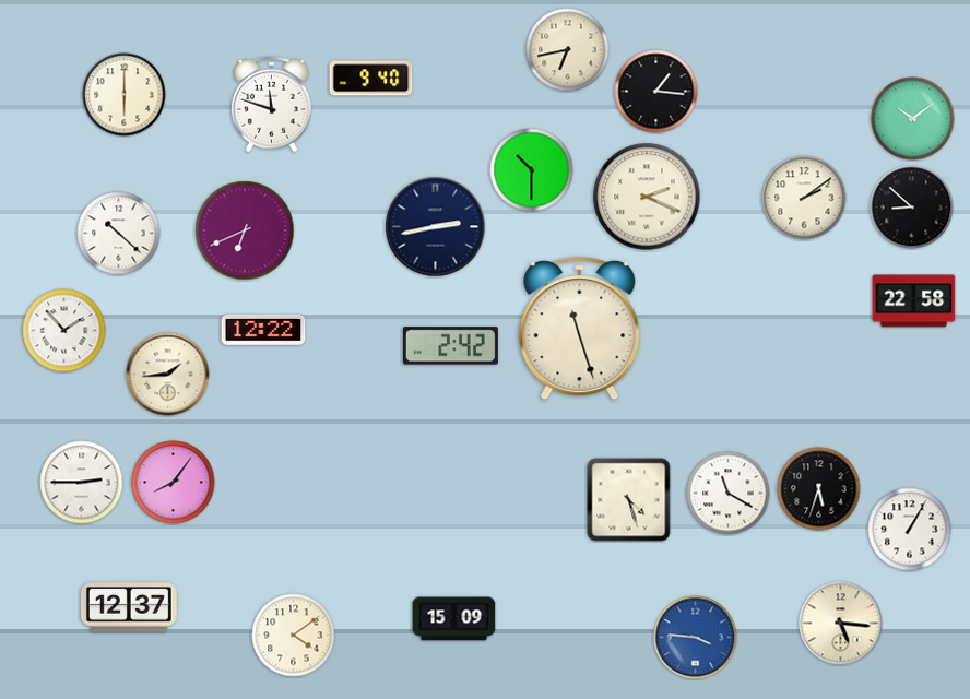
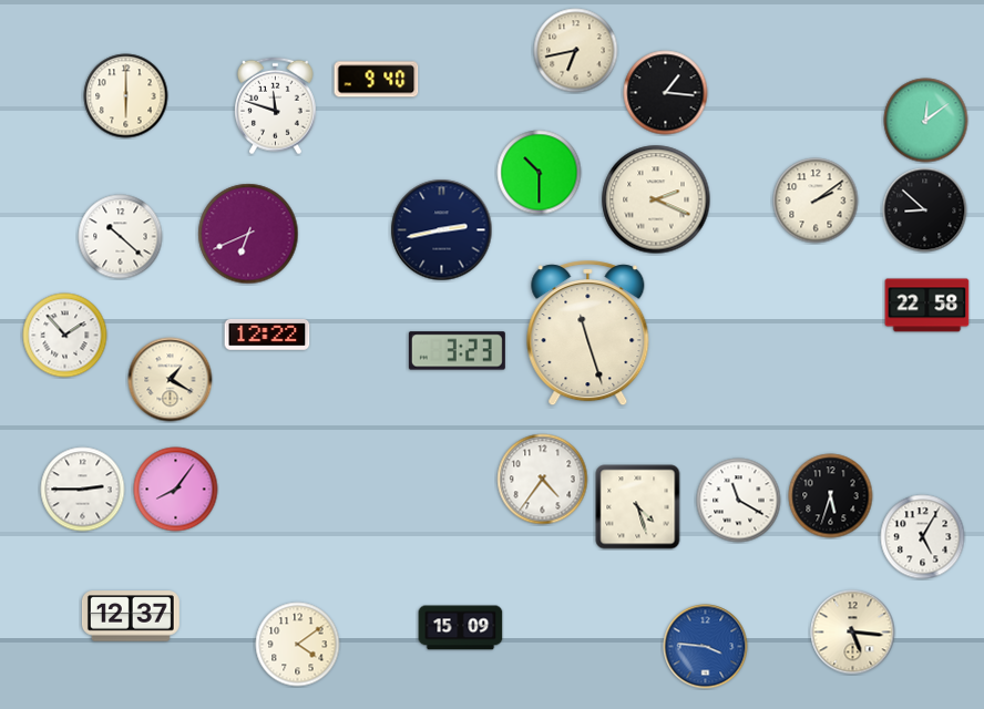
clock at (913, 119): 10:09 -> 12:09
clock at (450, 346): 2:42 -> 3:23
clock at (168, 375): 1:44 -> 1:20
clock at (543, 480): none -> 4:36
clock at (910, 530): 1:05 -> 5:05
